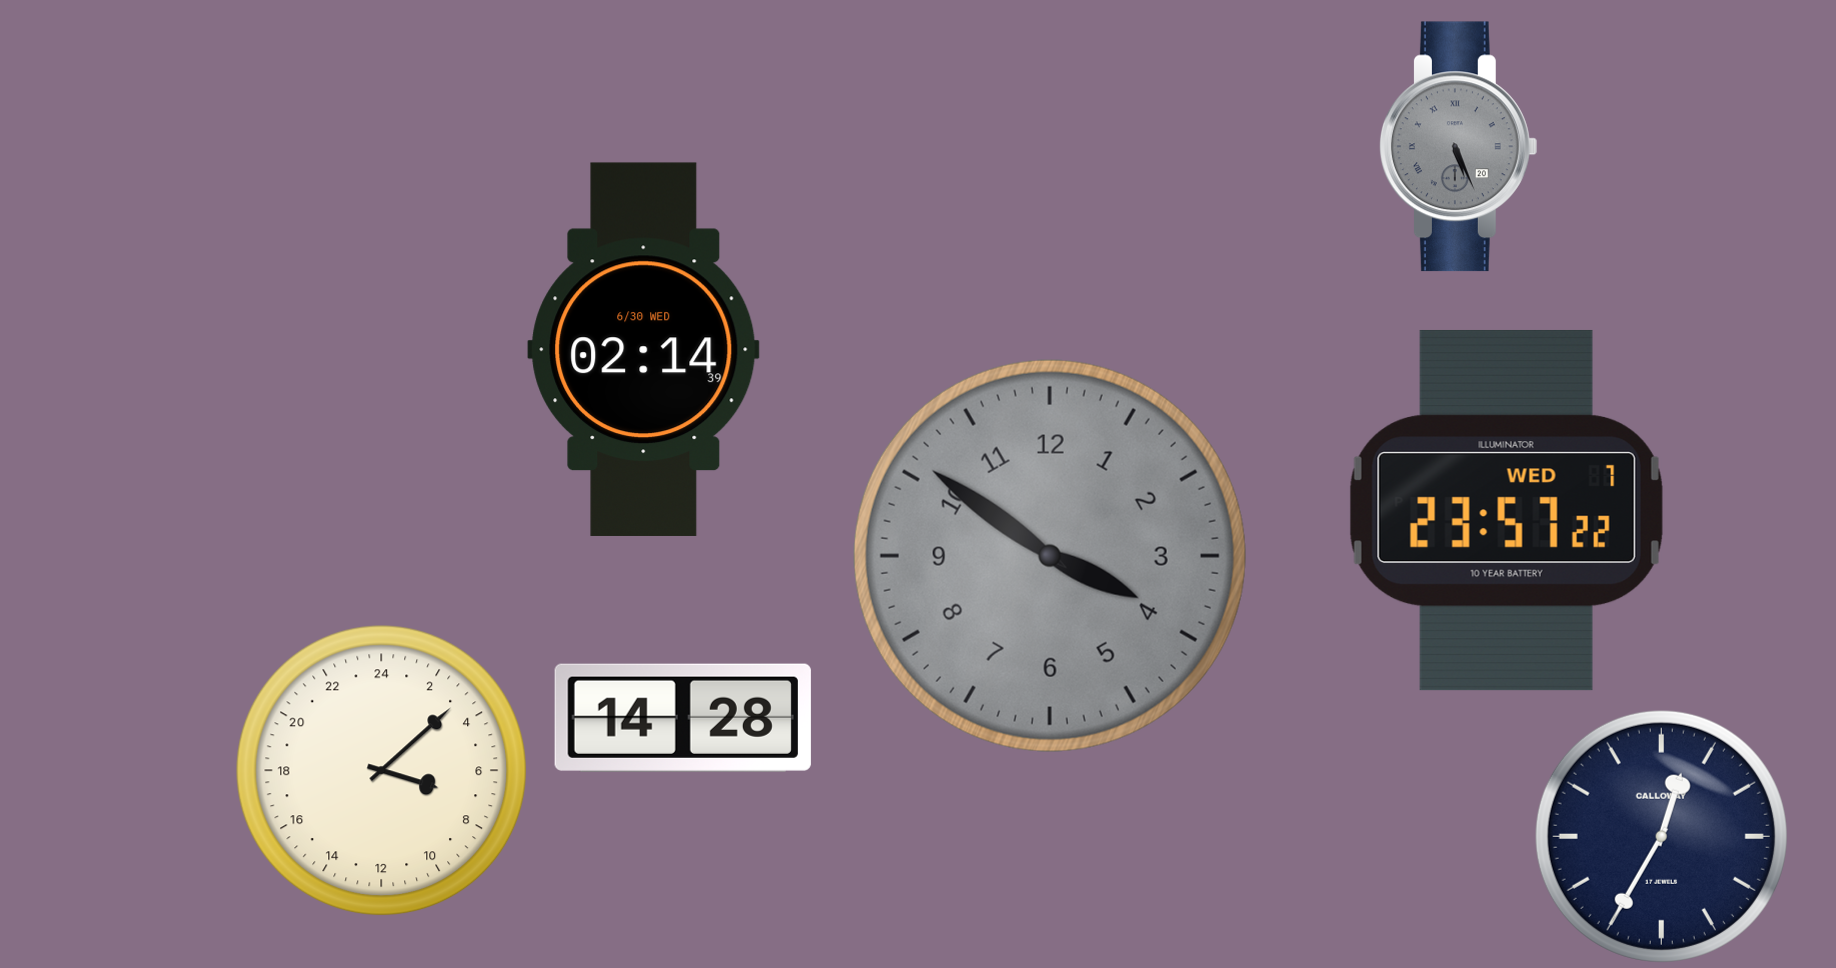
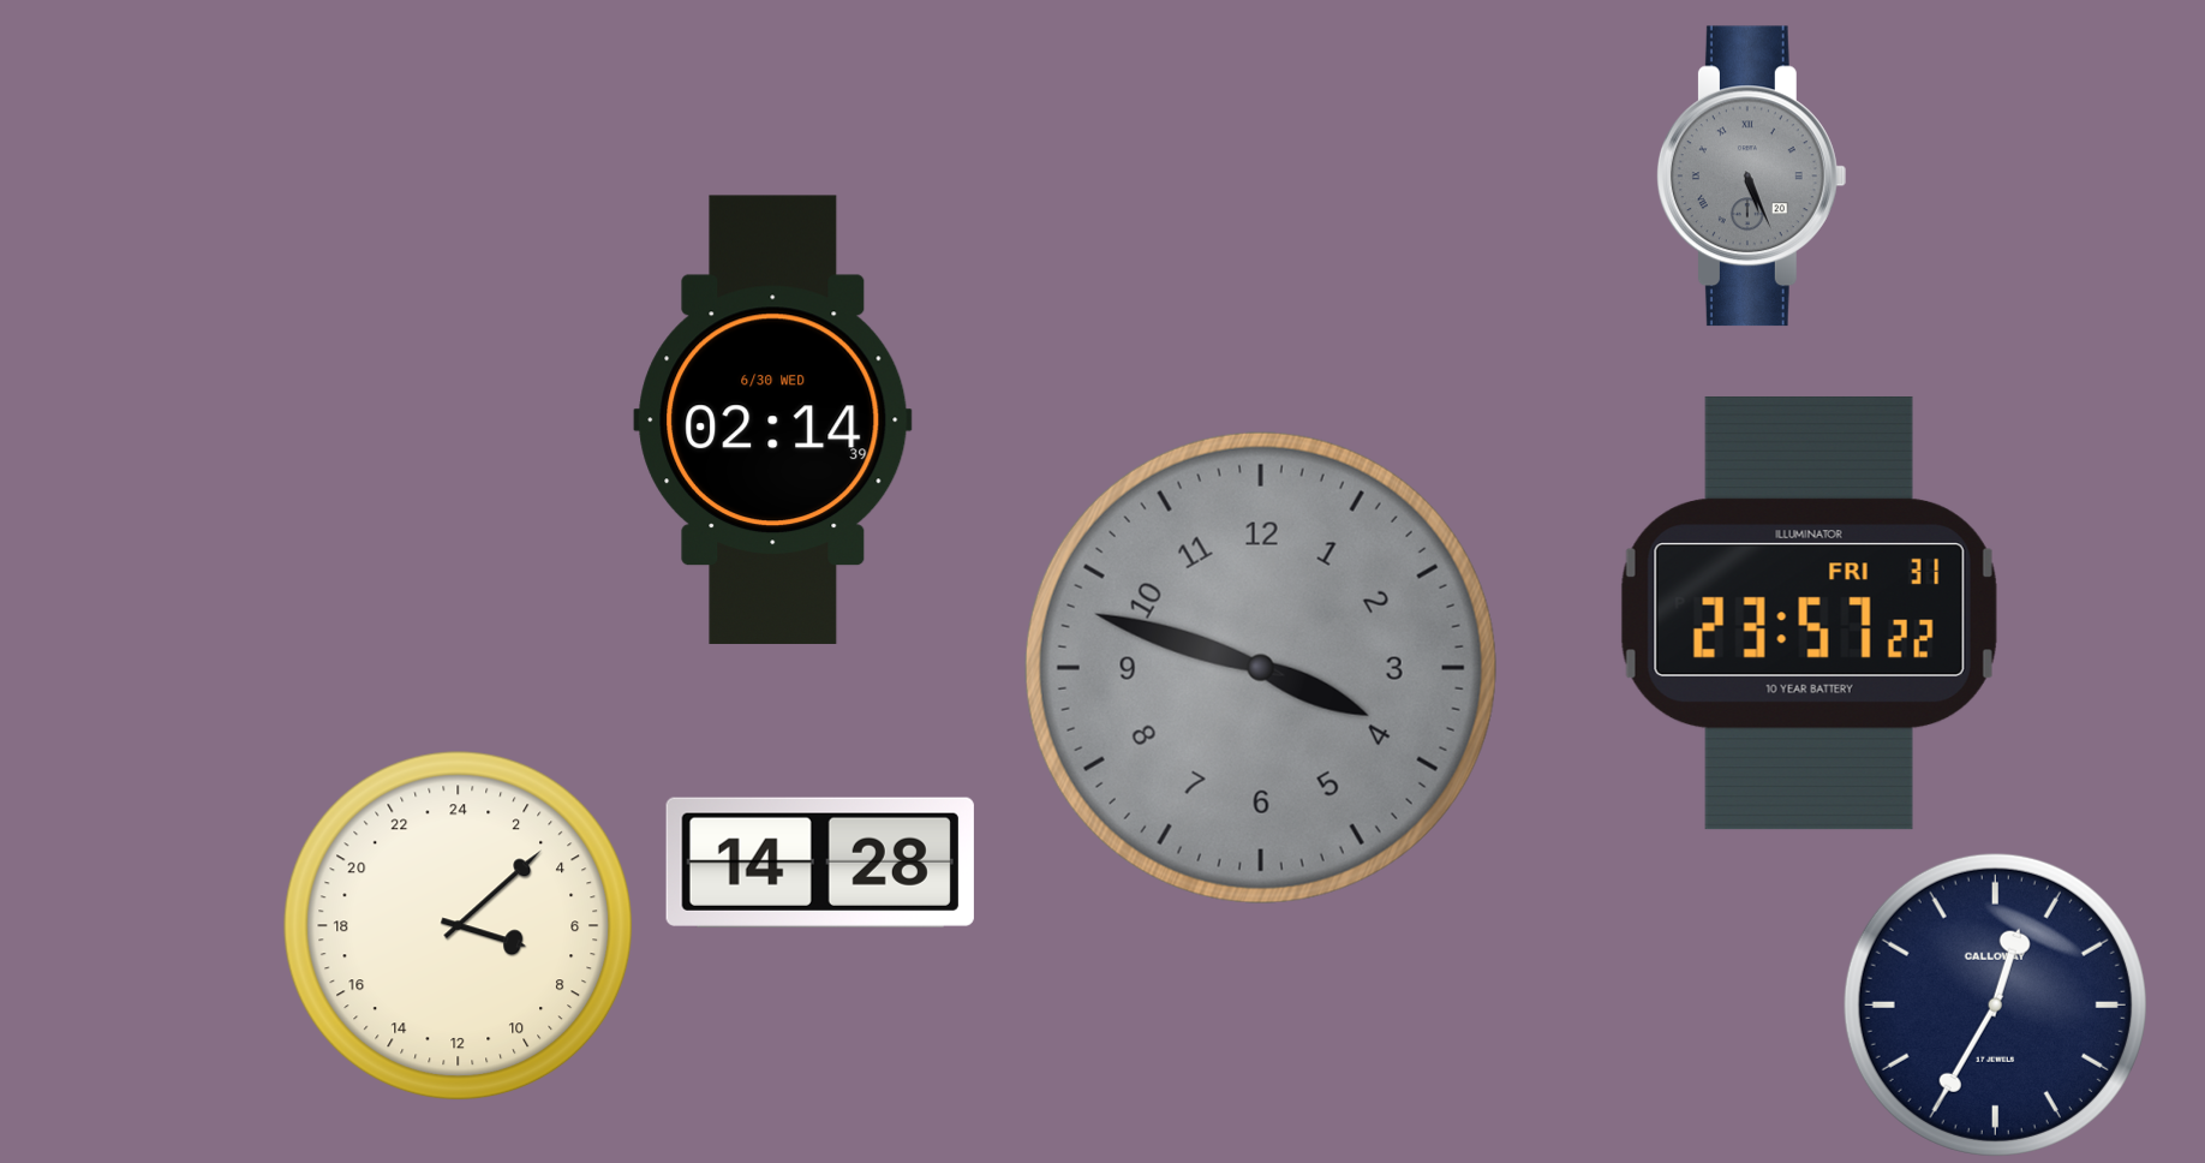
clock at (1506, 510) date: WED 7 -> FRI 31
clock at (1050, 556): 3:51 -> 3:48
